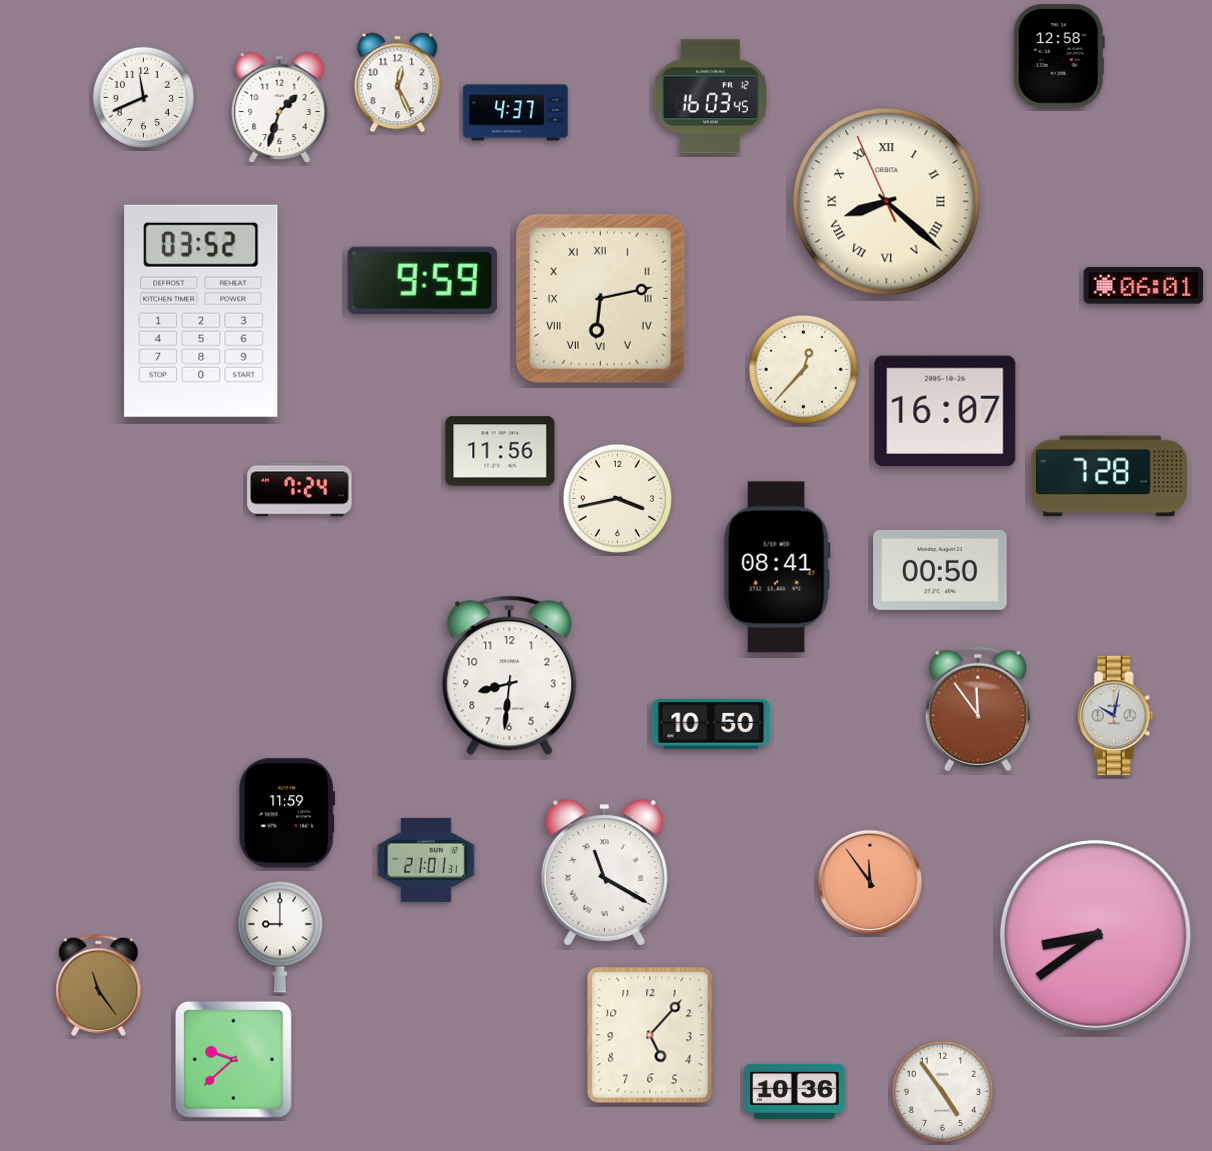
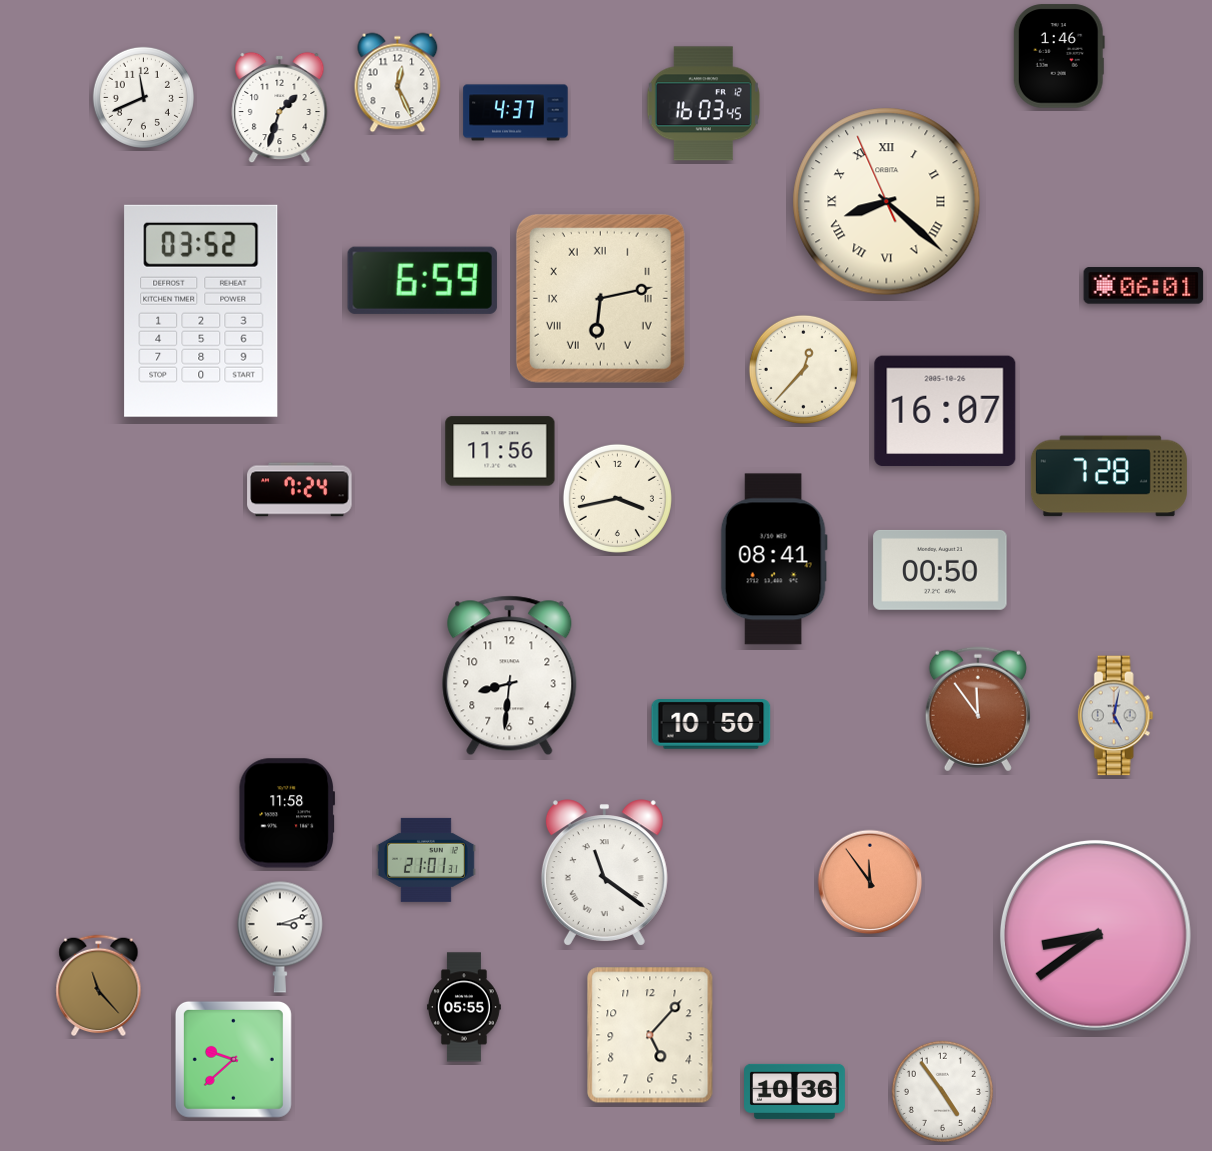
clock at (1059, 56): 12:58 -> 1:46
clock at (710, 97) position: (710, 97) -> (703, 104)
clock at (422, 280): 9:59 -> 6:59
clock at (777, 567) position: (777, 567) -> (774, 559)
clock at (1115, 716): 10:02 -> 5:02
clock at (286, 813): 11:59 -> 11:58
clock at (604, 873): 11:20 -> 11:21
clock at (280, 937): 9:00 -> 3:12
clock at (99, 986): 11:24 -> 11:23
clock at (464, 1007): none -> 05:55
